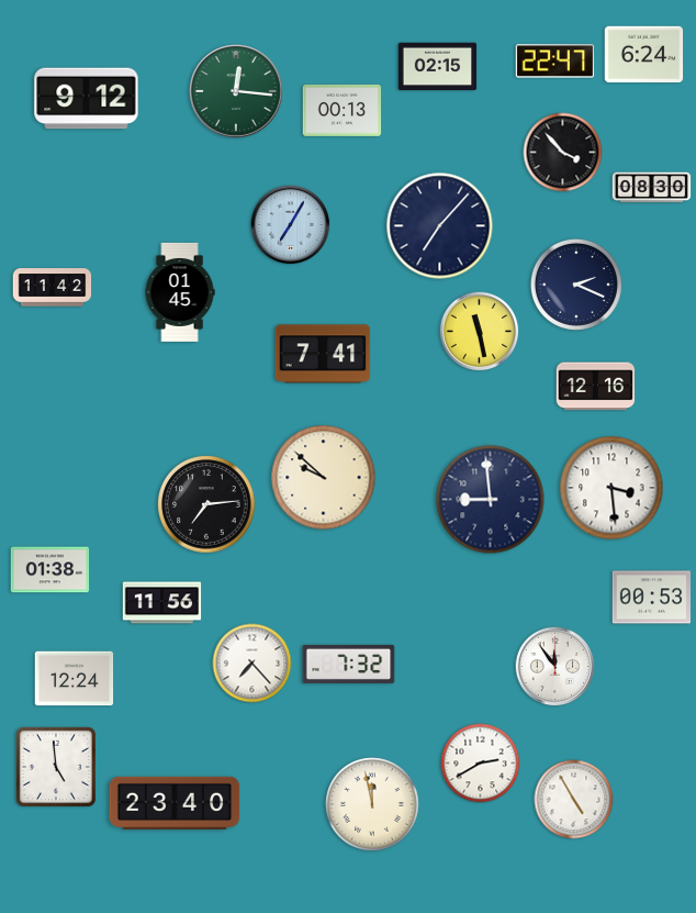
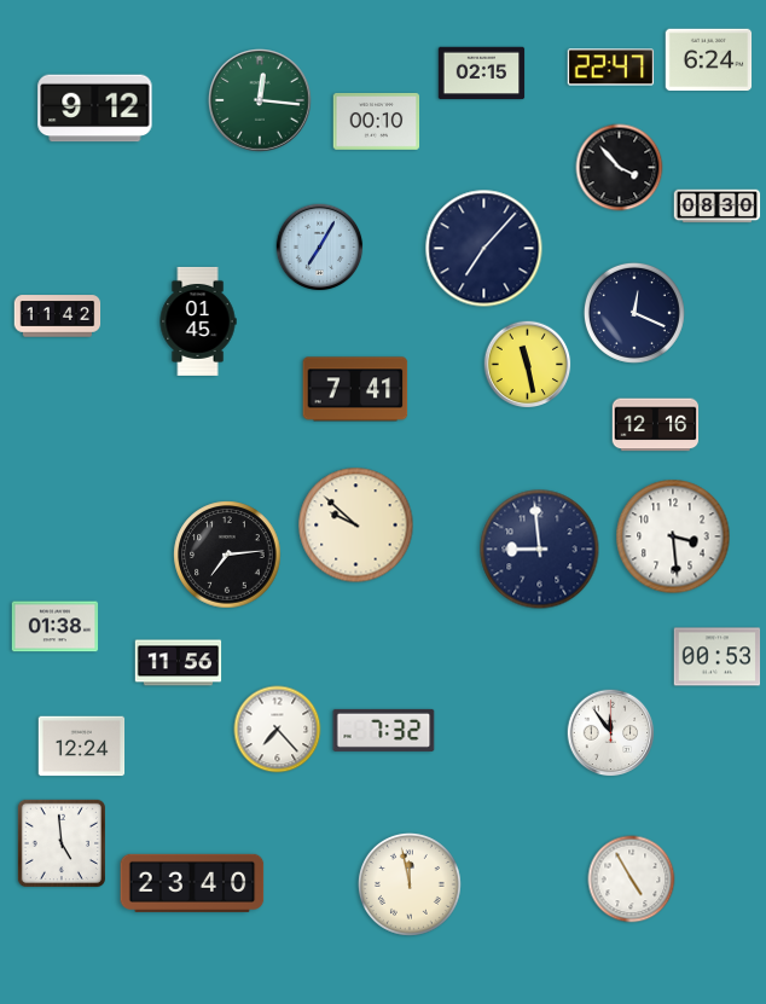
clock at (343, 110): 00:13 -> 00:10
clock at (576, 285): 2:19 -> 12:19
clock at (481, 764): 2:40 -> none
